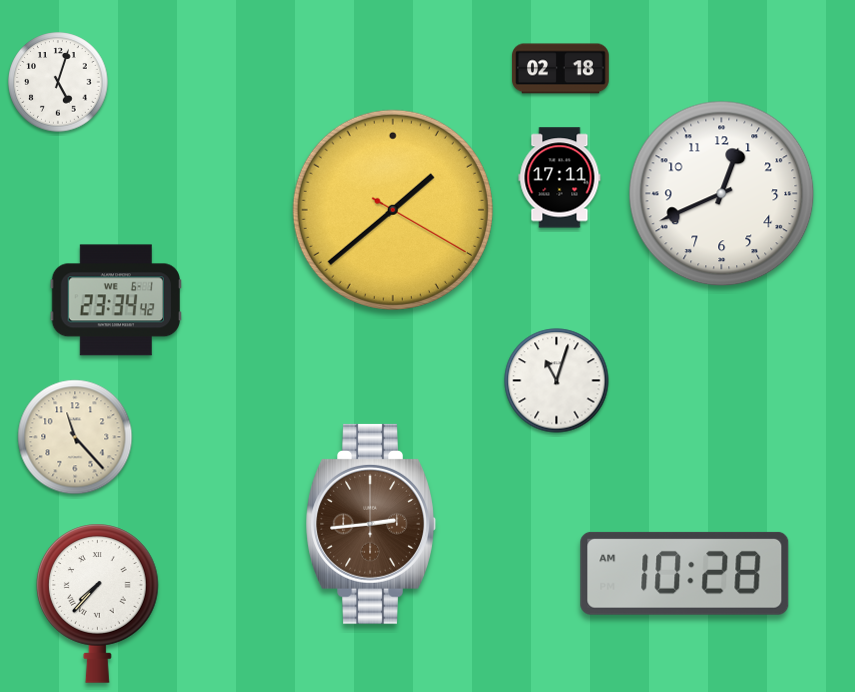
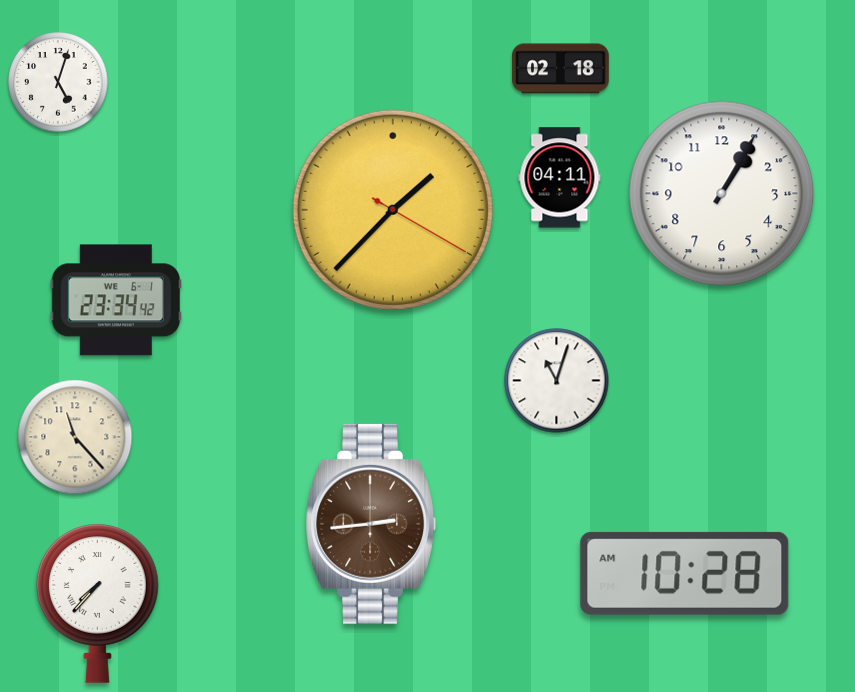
clock at (560, 178): 17:11 -> 04:11
clock at (722, 194): 12:41 -> 1:05
clock at (393, 210): 1:38 -> 1:37
